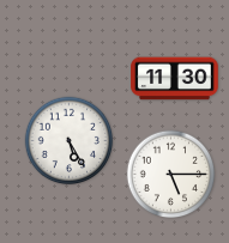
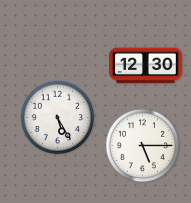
clock at (175, 79): 11:30 -> 12:30
